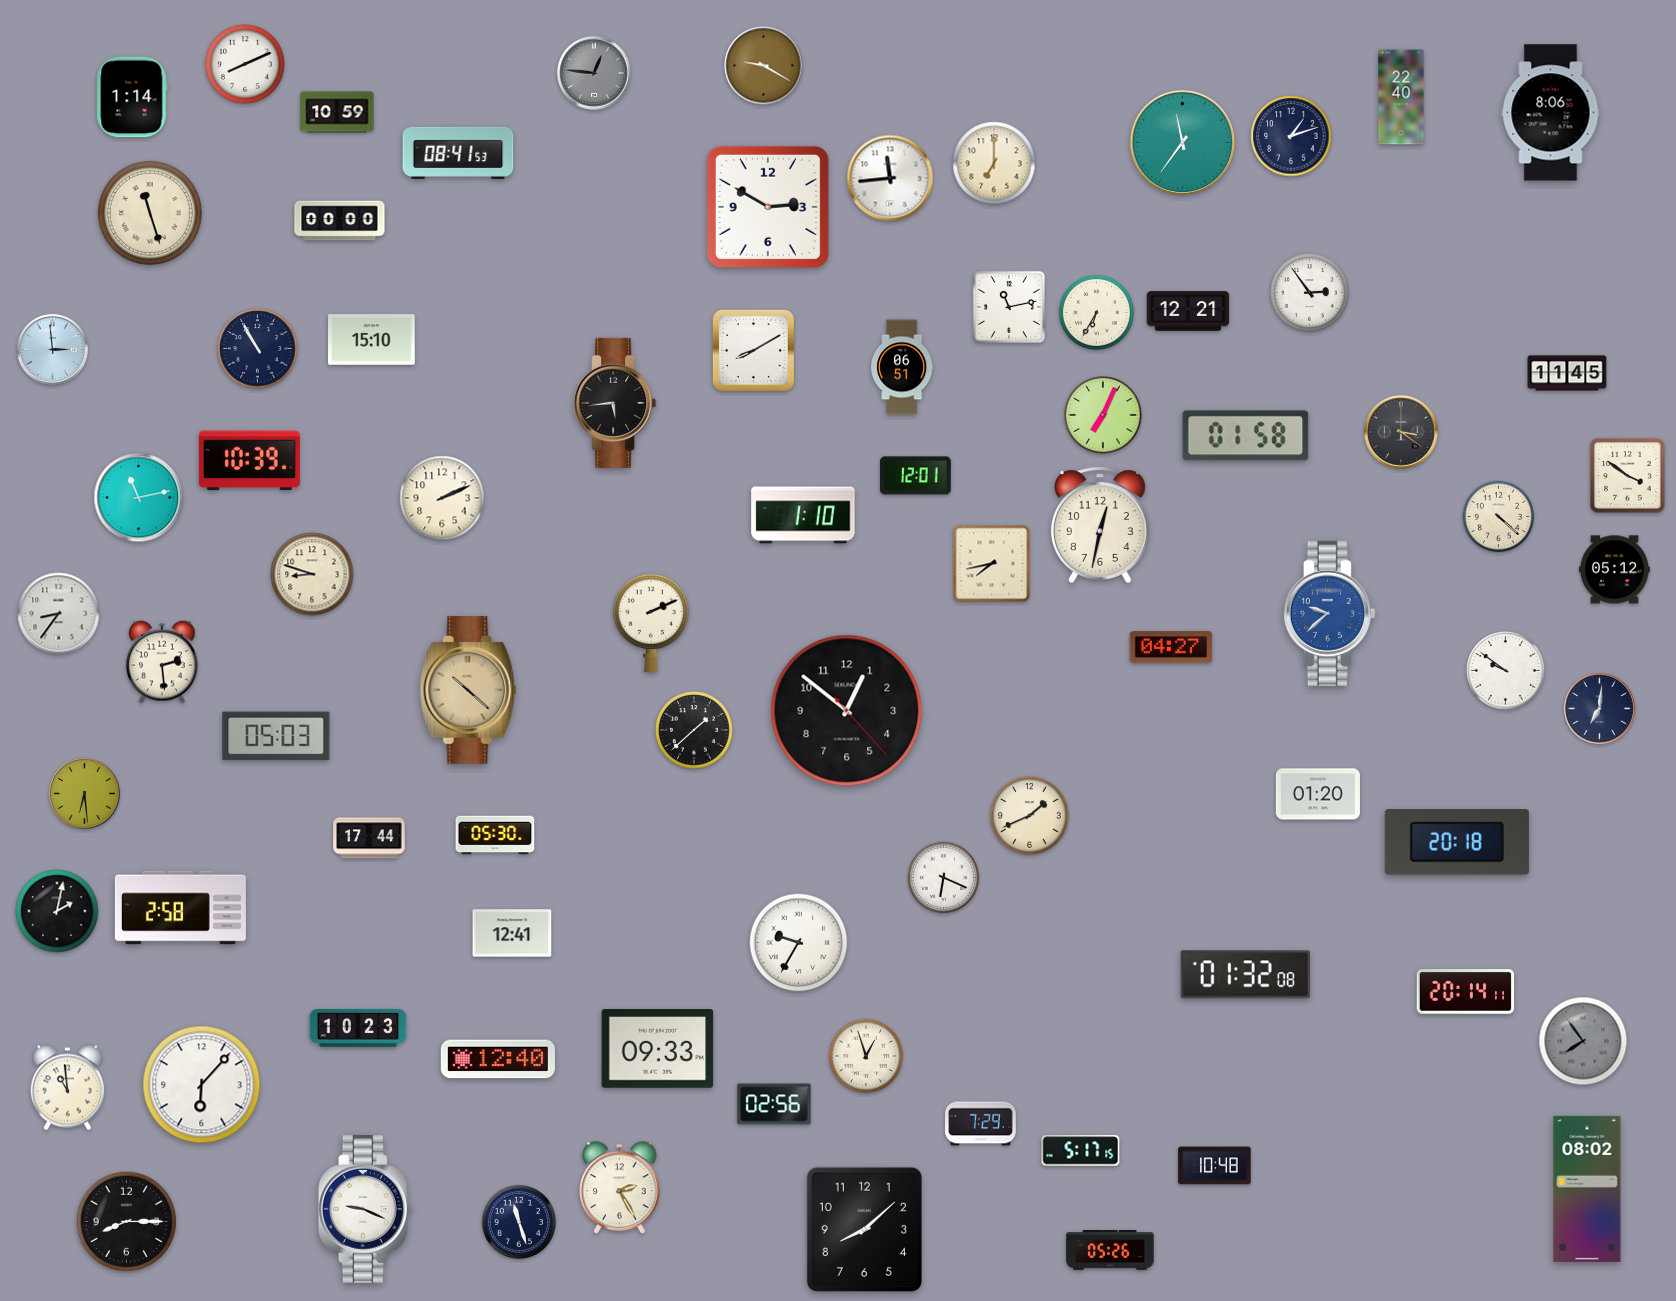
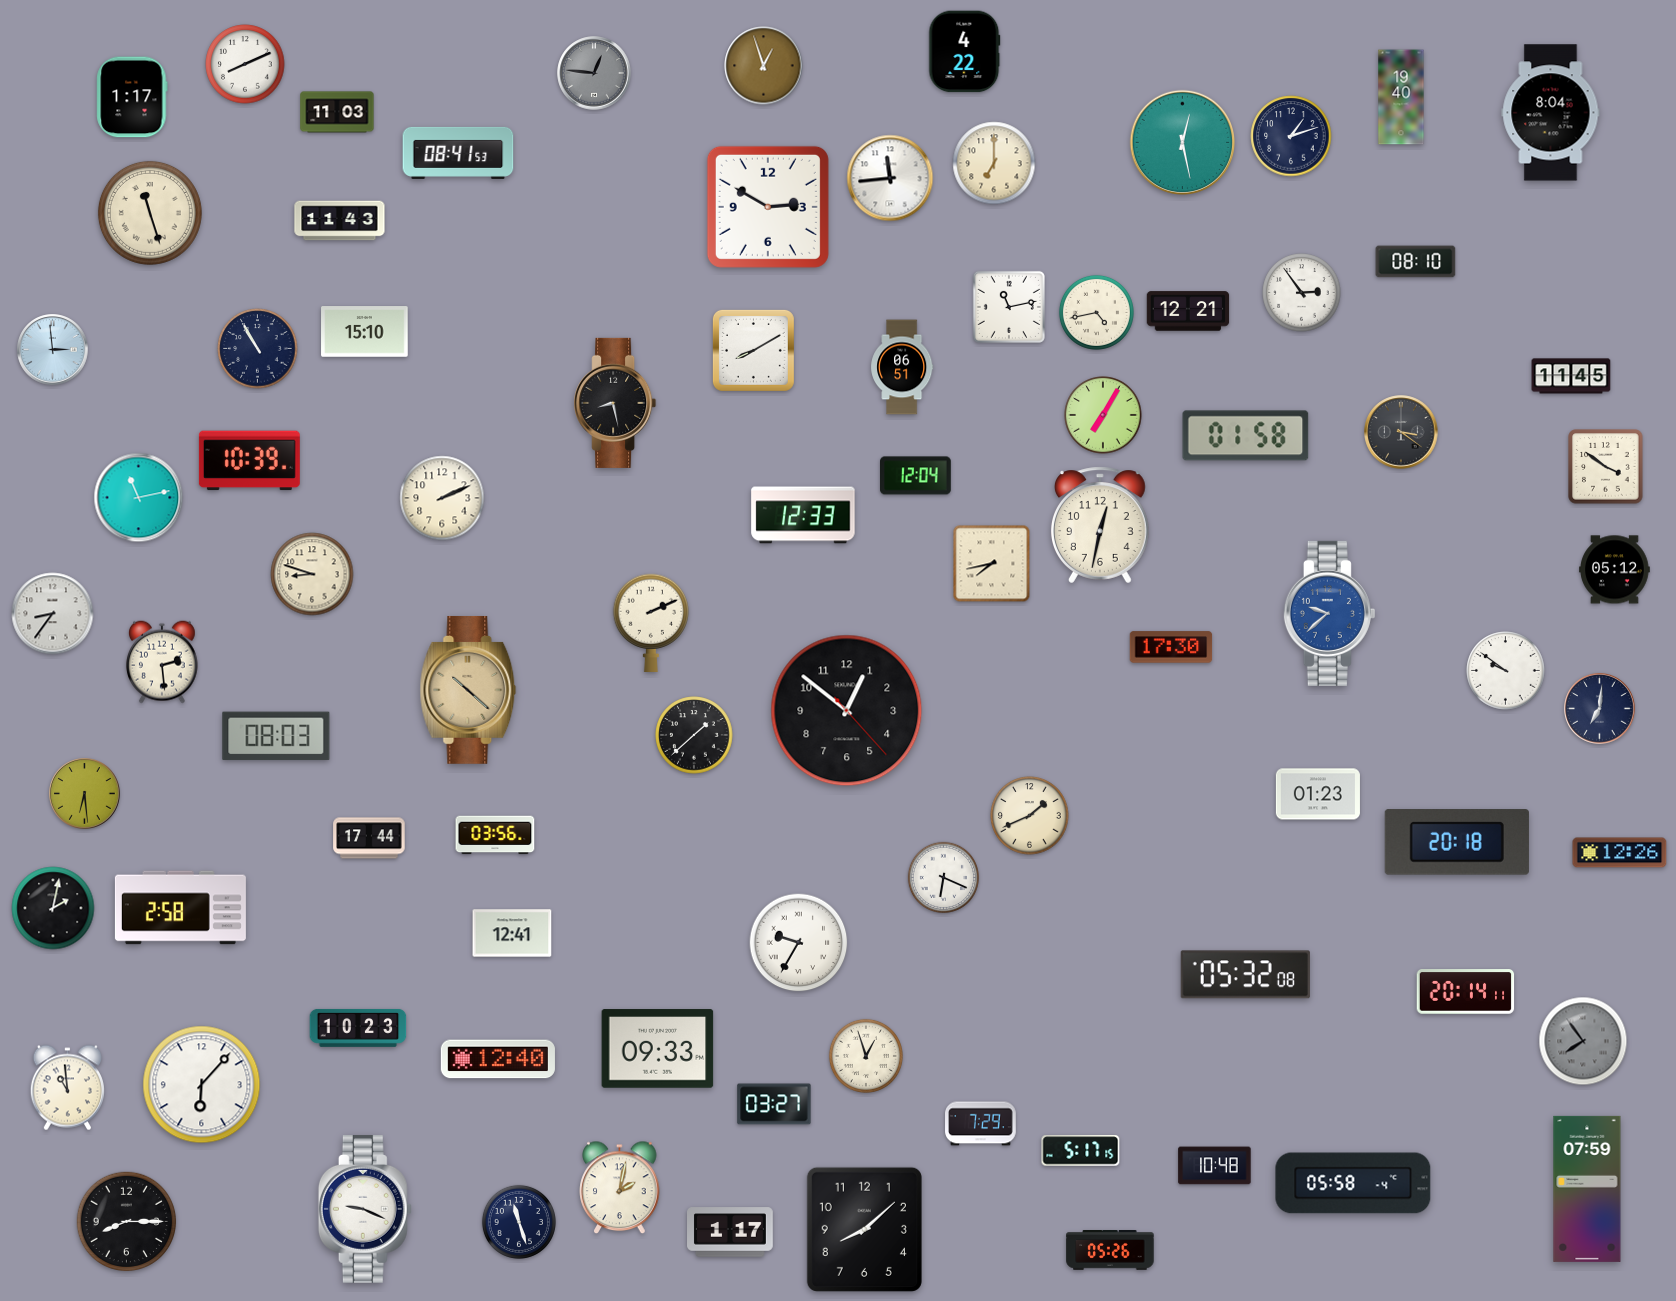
clock at (965, 52): none -> 4:22
clock at (764, 66): 9:20 -> 12:57
clock at (132, 97): 1:14 -> 1:17
clock at (1401, 97): 22:40 -> 19:40
clock at (337, 112): 10:59 -> 11:03
clock at (1551, 113): 8:06 -> 8:04
clock at (1182, 142): 11:36 -> 12:28
clock at (340, 221): 00:00 -> 11:43
clock at (1416, 262): none -> 08:10
clock at (1310, 293) position: (1310, 293) -> (1302, 293)
clock at (1096, 312): 6:35 -> 4:43
clock at (372, 340) position: (372, 340) -> (365, 332)
clock at (1567, 373) position: (1567, 373) -> (1571, 376)
clock at (615, 403): 5:44 -> 8:28
clock at (1103, 415): 7:04 -> 7:05
clock at (916, 476): 12:01 -> 12:04
clock at (1628, 476) position: (1628, 476) -> (1606, 467)
clock at (803, 515): 1:10 -> 12:33
clock at (1499, 517): 4:22 -> none
clock at (59, 614) position: (59, 614) -> (53, 614)
clock at (1171, 647): 04:27 -> 17:30
clock at (694, 730) position: (694, 730) -> (694, 735)
clock at (276, 736): 05:03 -> 08:03
clock at (1318, 794): 01:20 -> 01:23
clock at (495, 835): 05:30 -> 03:56
clock at (1620, 853): none -> 12:26
clock at (57, 911) position: (57, 911) -> (53, 908)
clock at (1245, 975): 01:32 -> 05:32
clock at (774, 1104): 02:56 -> 03:27
clock at (1353, 1183): none -> 05:58
clock at (620, 1188): 2:25 -> 2:02
clock at (1587, 1189): 08:02 -> 07:59
clock at (731, 1232): none -> 1:17
